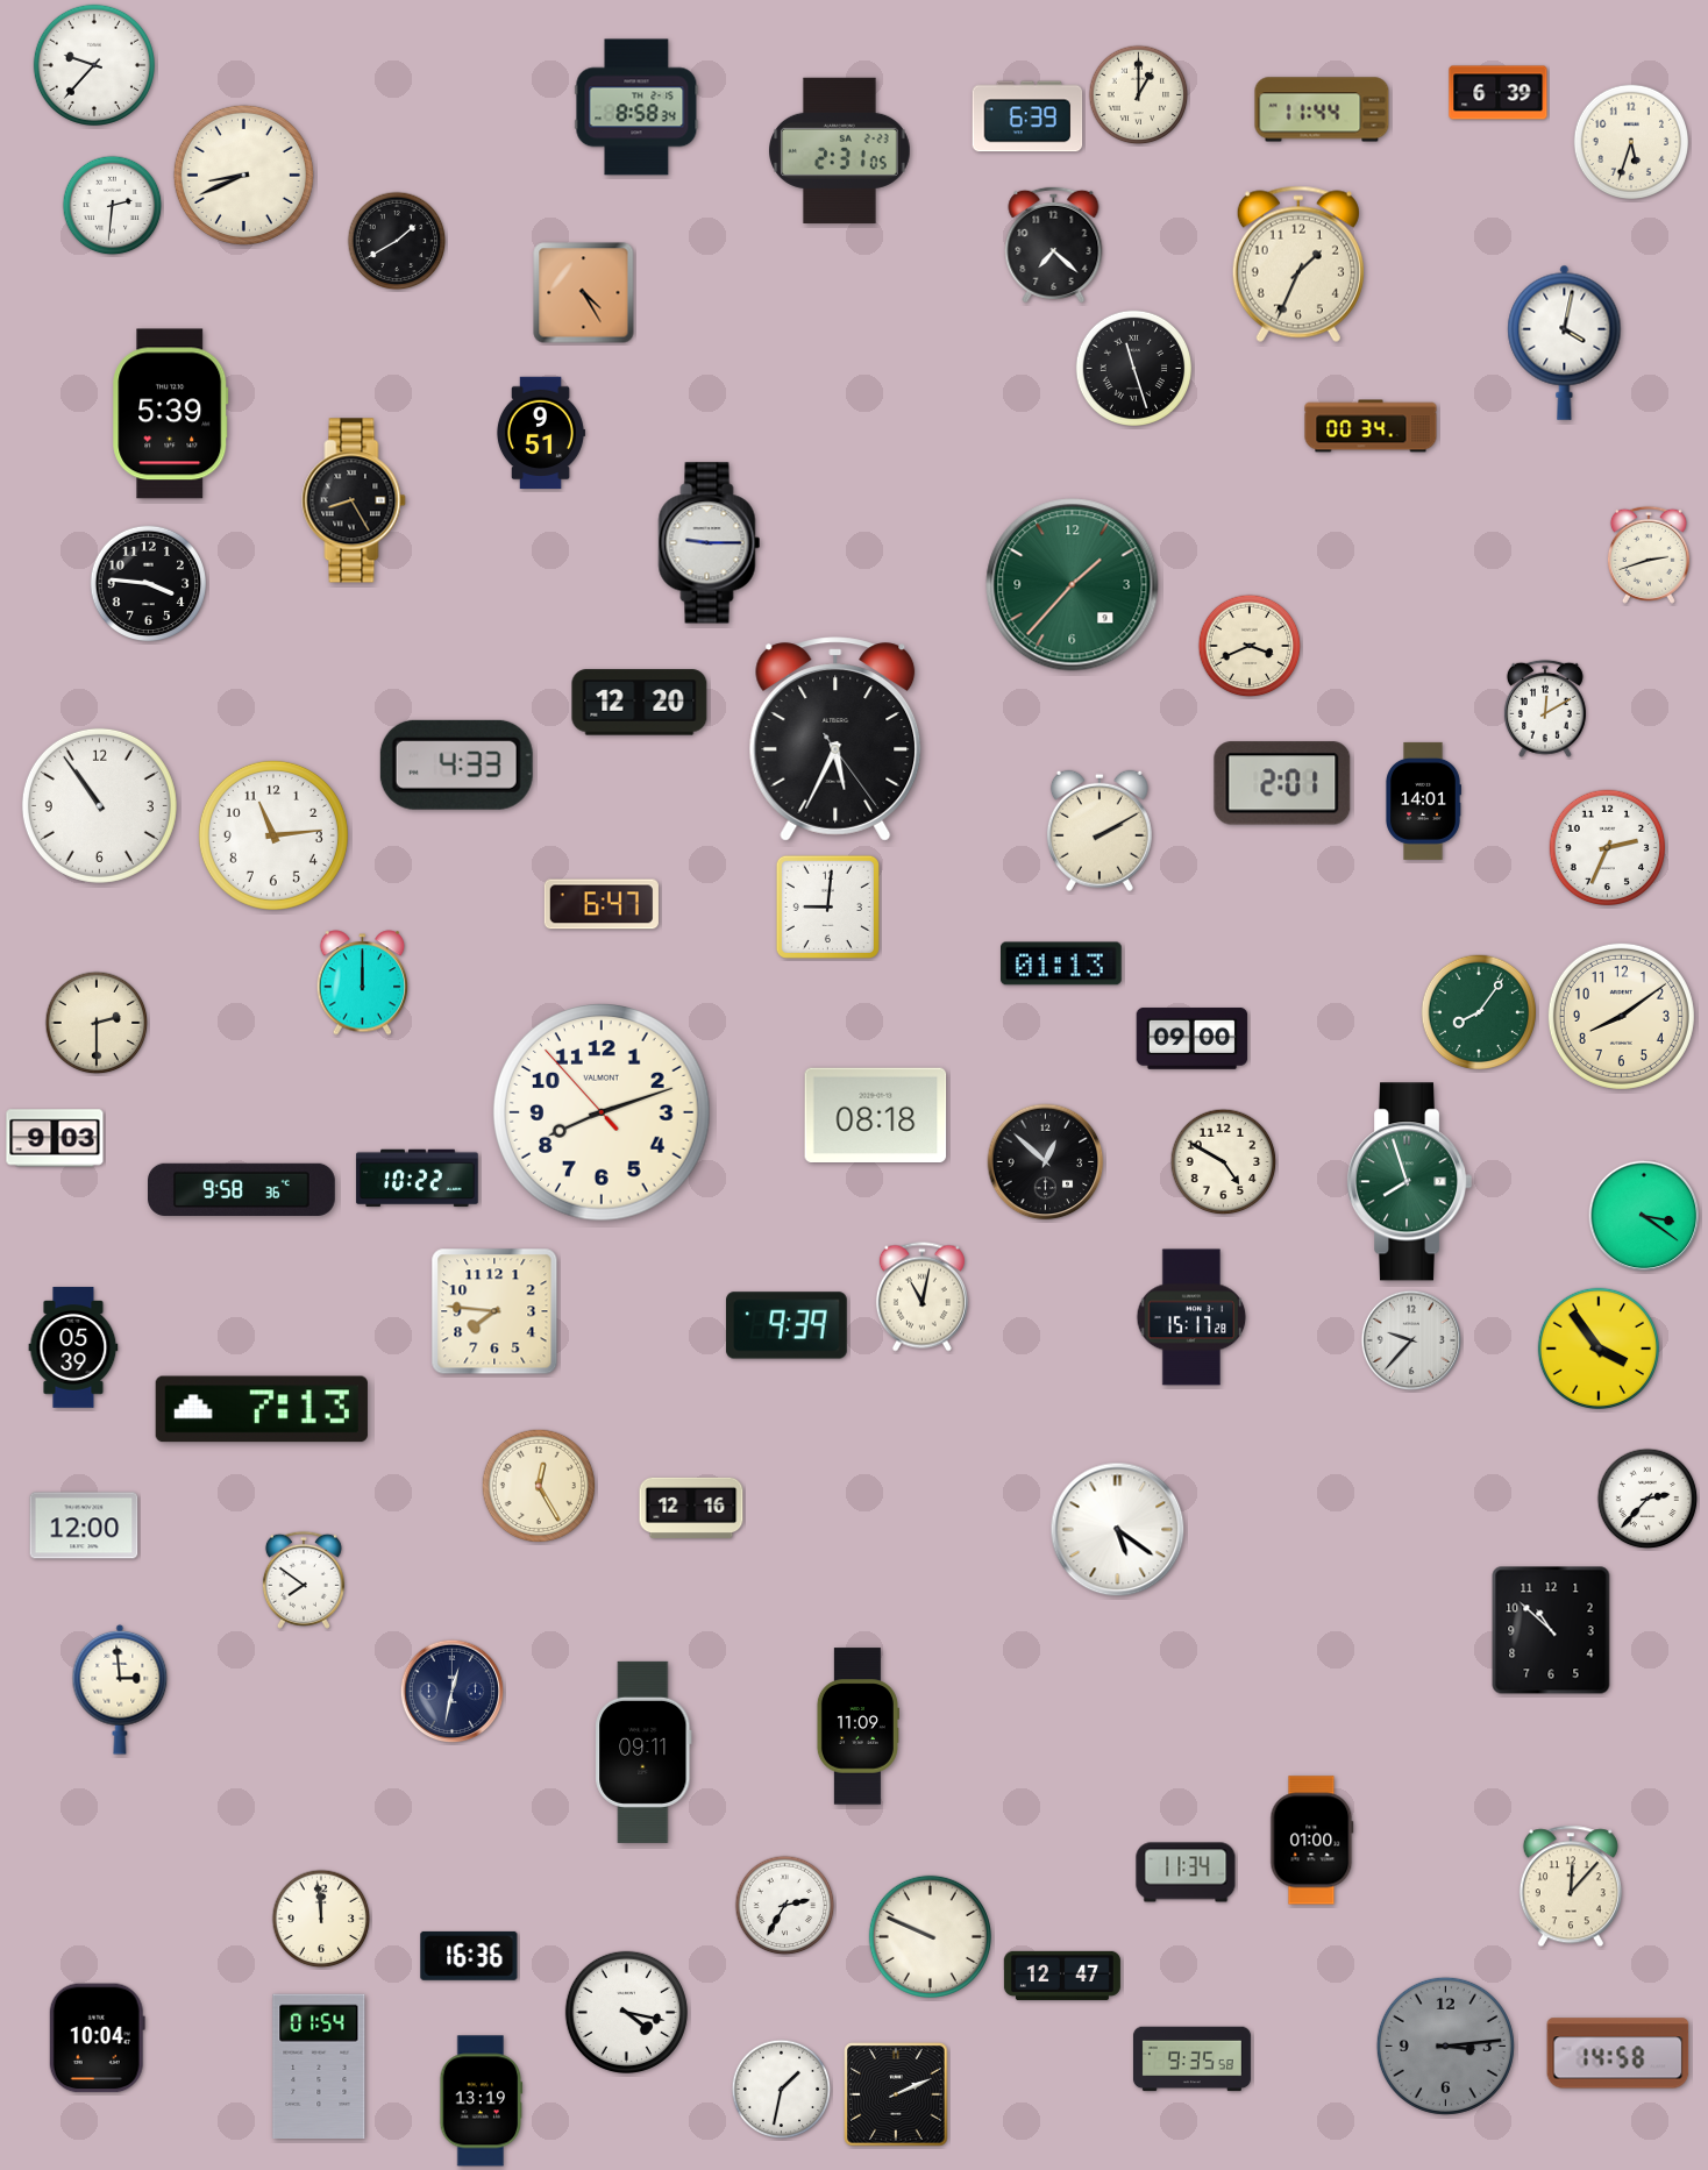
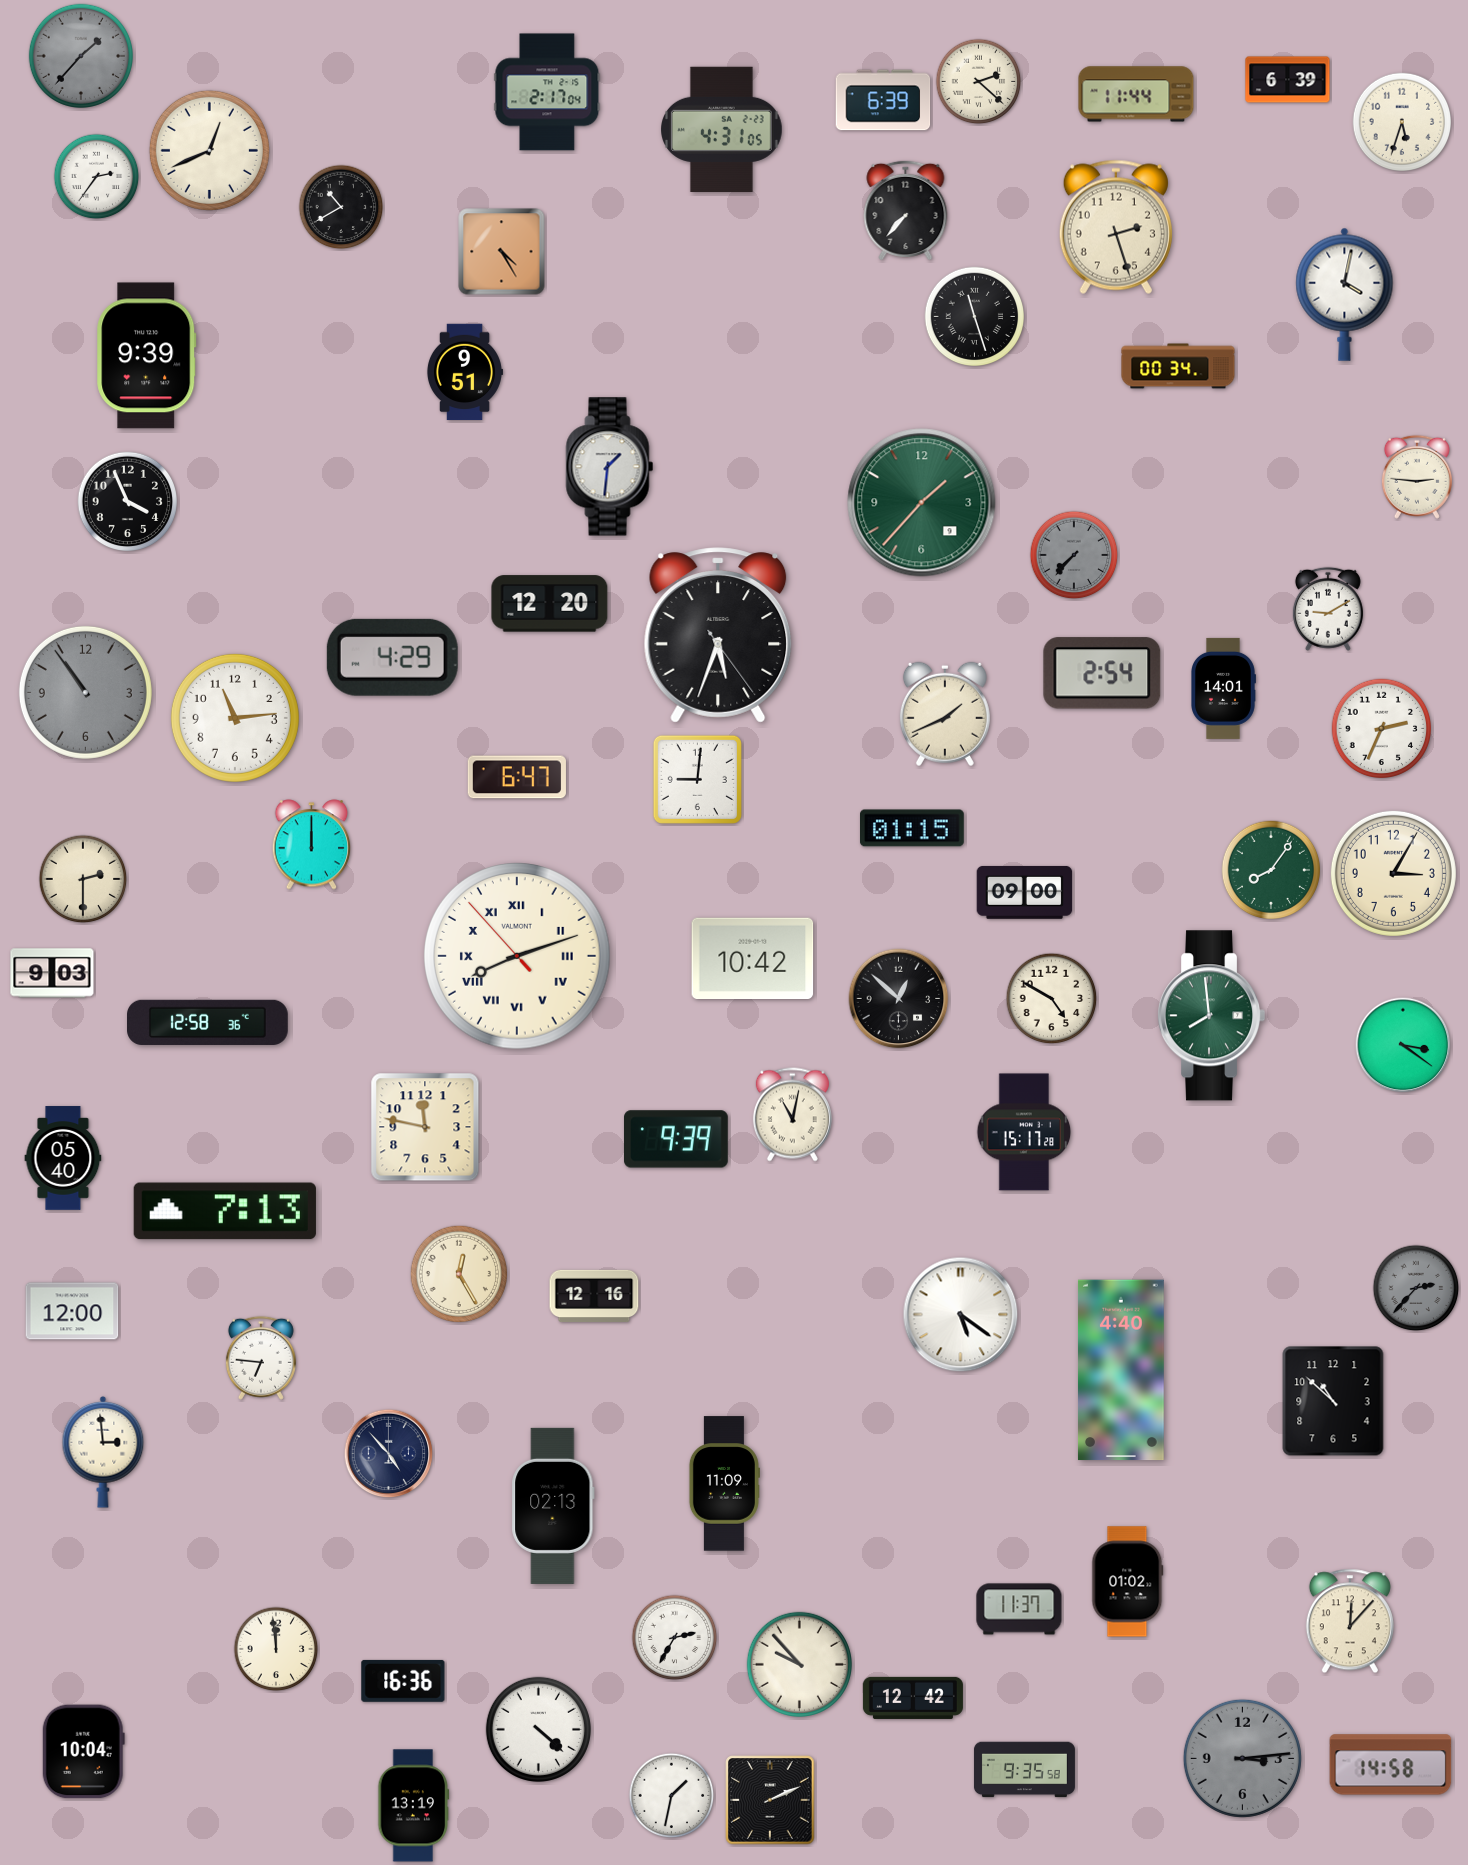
clock at (93, 64): 9:37 -> 1:37
clock at (93, 64) dial: white -> grey
clock at (1139, 95): 1:00 -> 2:22
clock at (636, 107): 8:58 -> 2:17
clock at (840, 150): 2:31 -> 4:31
clock at (243, 175): 8:41 -> 12:41
clock at (113, 206): 2:31 -> 2:36
clock at (397, 241): 1:40 -> 10:40
clock at (1054, 243): 7:22 -> 7:37
clock at (1298, 264): 1:34 -> 2:27
clock at (171, 414): 5:39 -> 9:39
clock at (354, 500): 8:25 -> none
clock at (710, 543): 9:15 -> 1:31
clock at (1649, 555): 2:42 -> 2:46
clock at (148, 583): 3:46 -> 3:56
clock at (1250, 646): 3:41 -> 7:37
clock at (1250, 646) dial: cream -> grey
clock at (1545, 709): 12:10 -> 9:10
clock at (835, 739): 5:34 -> 5:33
clock at (456, 764): 4:33 -> 4:29
clock at (1282, 783): 2:01 -> 2:54
clock at (99, 805) dial: white -> grey
clock at (1099, 831): 2:10 -> 1:41
clock at (827, 906) position: (827, 906) -> (697, 779)
clock at (1062, 963): 01:13 -> 01:15
clock at (1621, 1016): 8:09 -> 3:05
clock at (603, 1114) numerals: Arabic -> Roman
clock at (876, 1115): 08:18 -> 10:42
clock at (55, 1138) position: (55, 1138) -> (52, 973)
clock at (418, 1179): 10:22 -> none
clock at (1409, 1182): 7:57 -> 7:59
clock at (242, 1189): 9:58 -> 12:58
clock at (1644, 1216) position: (1644, 1216) -> (1403, 1045)
clock at (494, 1311): 7:46 -> 11:47
clock at (1411, 1340): 9:37 -> none
clock at (73, 1347): 05:39 -> 05:40
clock at (1597, 1347): 3:54 -> none
clock at (539, 1486) position: (539, 1486) -> (459, 1274)
clock at (1647, 1499) dial: white -> grey
clock at (304, 1580): 7:51 -> 6:46
clock at (1121, 1370): none -> 4:40
clock at (453, 1692): 12:32 -> 4:53
clock at (857, 1727) position: (857, 1727) -> (724, 1484)
clock at (643, 1752): 09:11 -> 02:13
clock at (1312, 1841): 01:00 -> 01:02
clock at (1186, 1872): 11:34 -> 11:37
clock at (930, 1936): 9:49 -> 9:53
clock at (1062, 1976): 12:47 -> 12:42
clock at (626, 2012): 4:17 -> 4:22
clock at (319, 2065): 01:54 -> none
